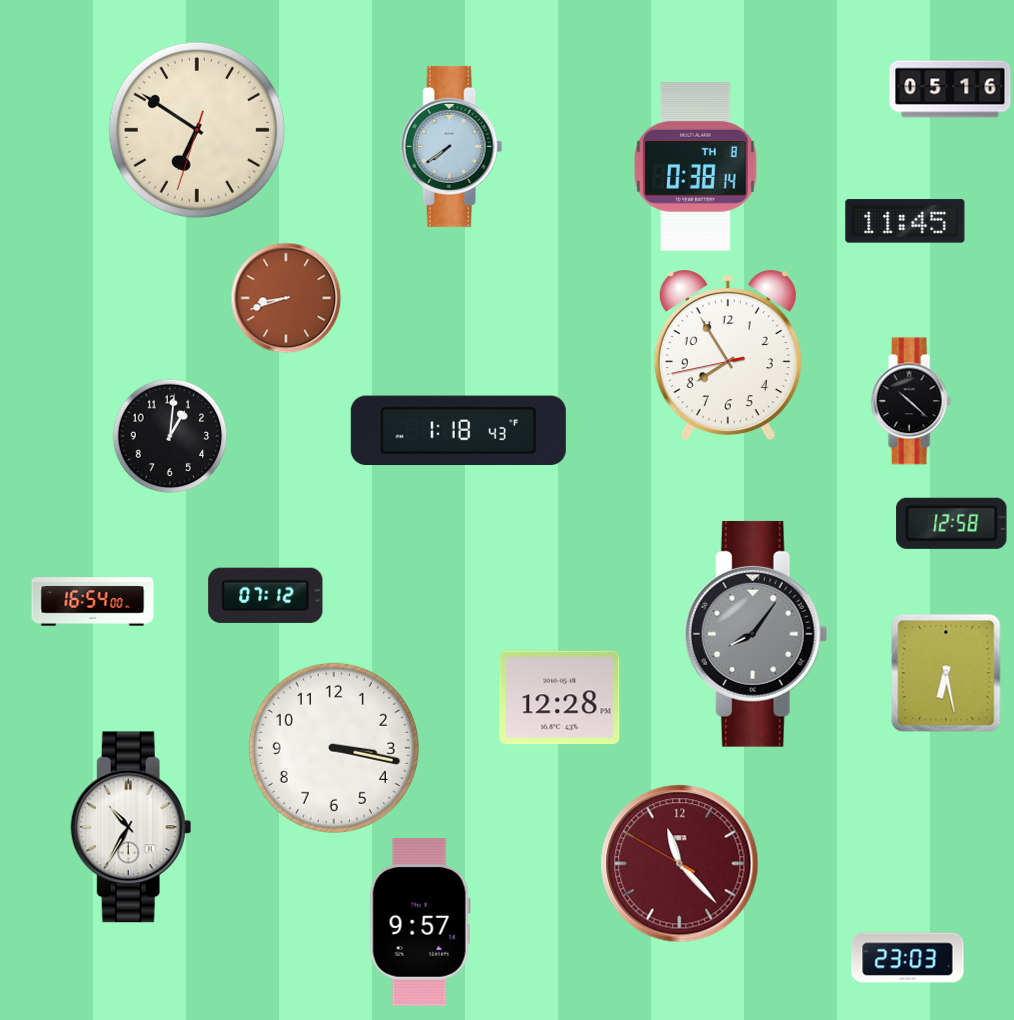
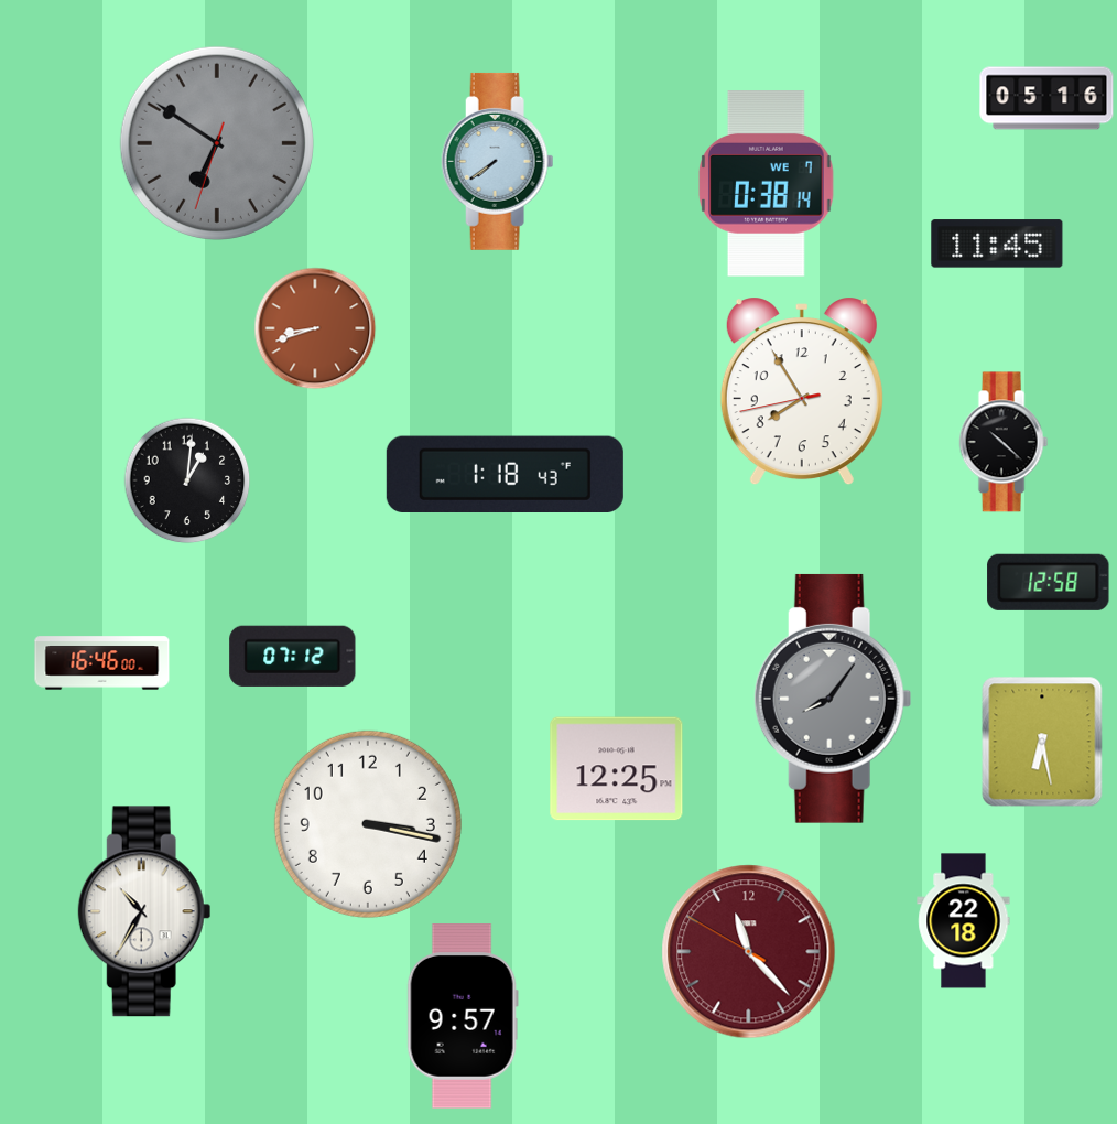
clock at (197, 130) dial: cream -> grey
clock at (696, 167) date: TH 8 -> WE 7
clock at (952, 523) position: (952, 523) -> (1049, 582)
clock at (93, 602): 16:54 -> 16:46
clock at (560, 698): 12:28 -> 12:25
clock at (964, 921): none -> 22:18
clock at (908, 958): 23:03 -> none
